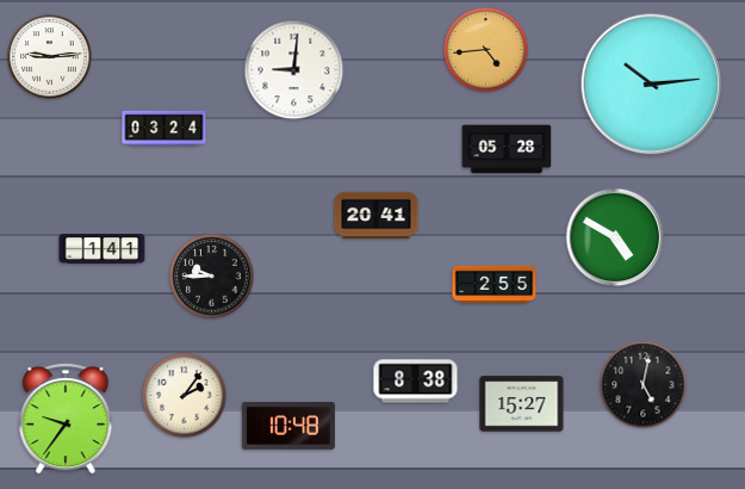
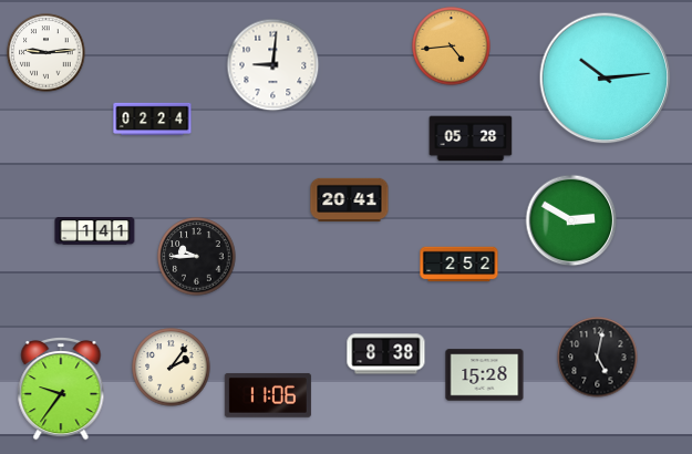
clock at (164, 129): 03:24 -> 02:24
clock at (615, 237): 4:50 -> 2:50
clock at (495, 285): 2:55 -> 2:52
clock at (522, 404): 15:27 -> 15:28
clock at (288, 426): 10:48 -> 11:06
